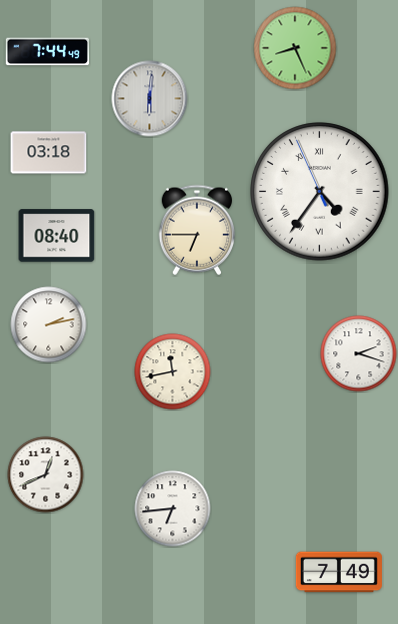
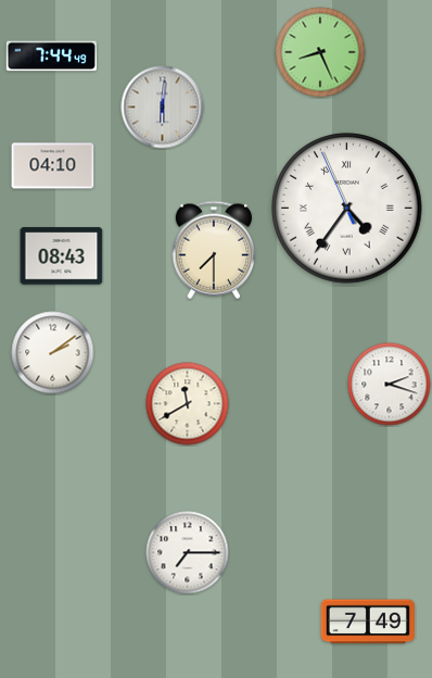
clock at (49, 153): 03:18 -> 04:10
clock at (197, 230): 6:45 -> 7:30
clock at (57, 236): 08:40 -> 08:43
clock at (49, 325): 2:13 -> 2:09
clock at (173, 372): 11:43 -> 11:40
clock at (46, 475): 12:41 -> none
clock at (173, 509): 6:44 -> 7:15
